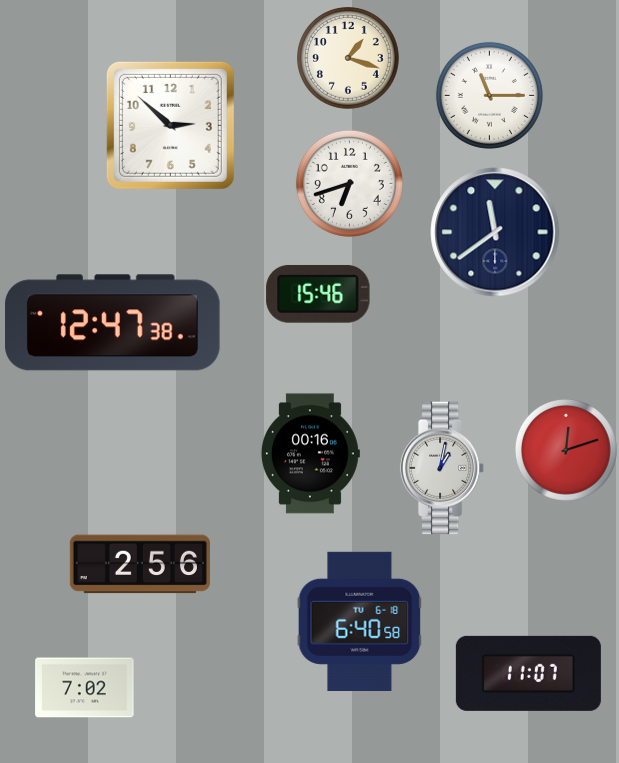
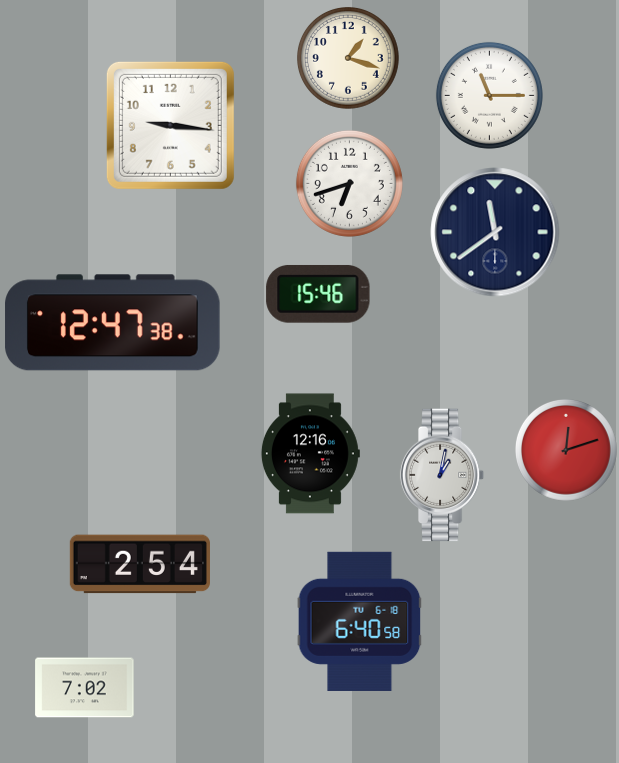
clock at (170, 125): 2:52 -> 9:16
clock at (310, 454): 00:16 -> 12:16
clock at (442, 468) position: (442, 468) -> (442, 475)
clock at (140, 564): 2:56 -> 2:54
clock at (528, 673): 11:07 -> none
